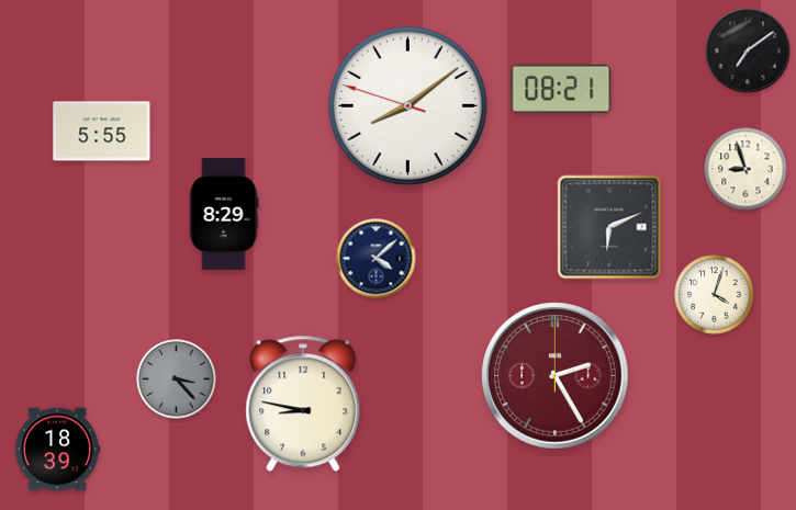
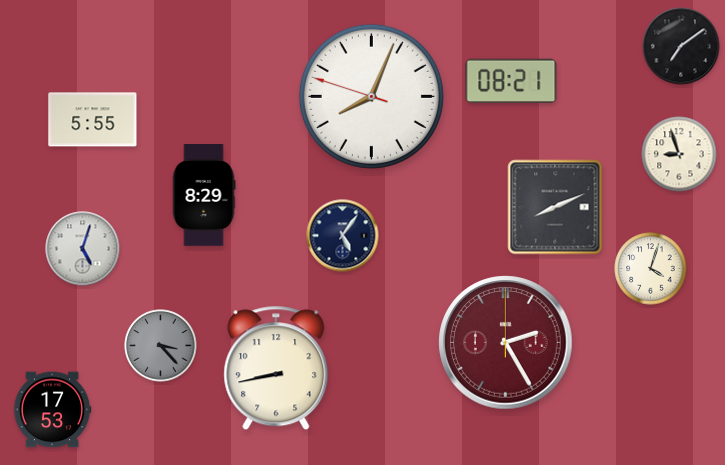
clock at (407, 105): 8:08 -> 8:03
clock at (609, 227): 6:11 -> 8:11
clock at (377, 259): 4:08 -> 5:06
clock at (83, 249): none -> 5:03
clock at (303, 404): 8:47 -> 8:43
clock at (57, 450): 18:39 -> 17:53
